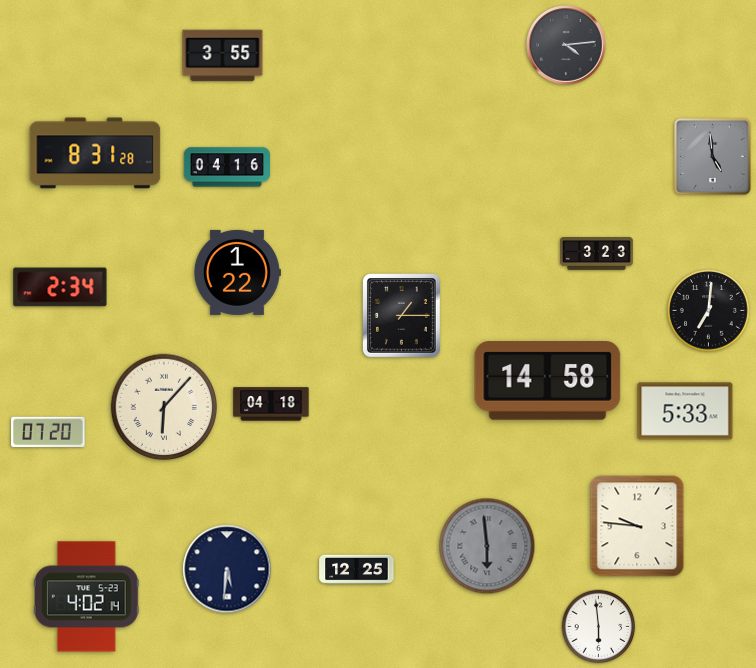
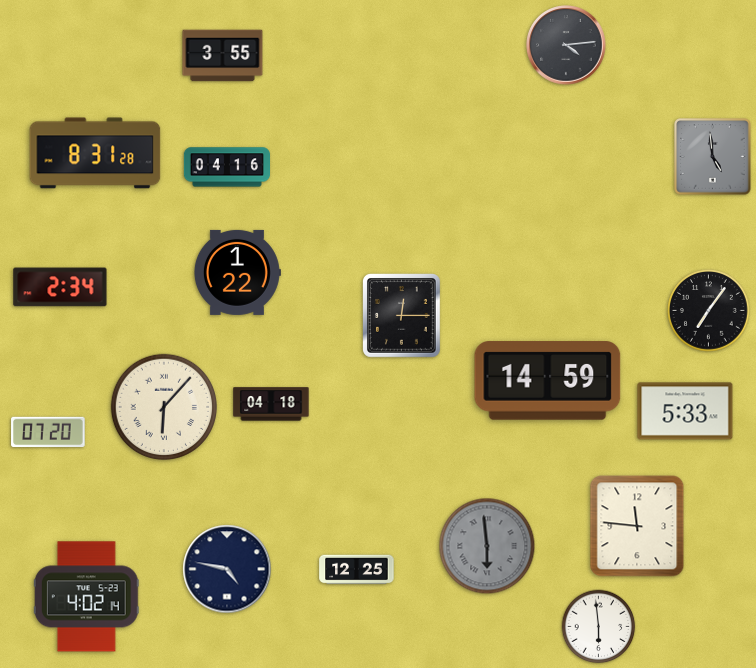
clock at (597, 254): 3:23 -> none
clock at (709, 311): 7:01 -> 7:06
clock at (402, 316): 1:15 -> 12:15
clock at (548, 381): 14:58 -> 14:59
clock at (637, 526): 9:46 -> 11:46
clock at (227, 569): 5:31 -> 4:47
